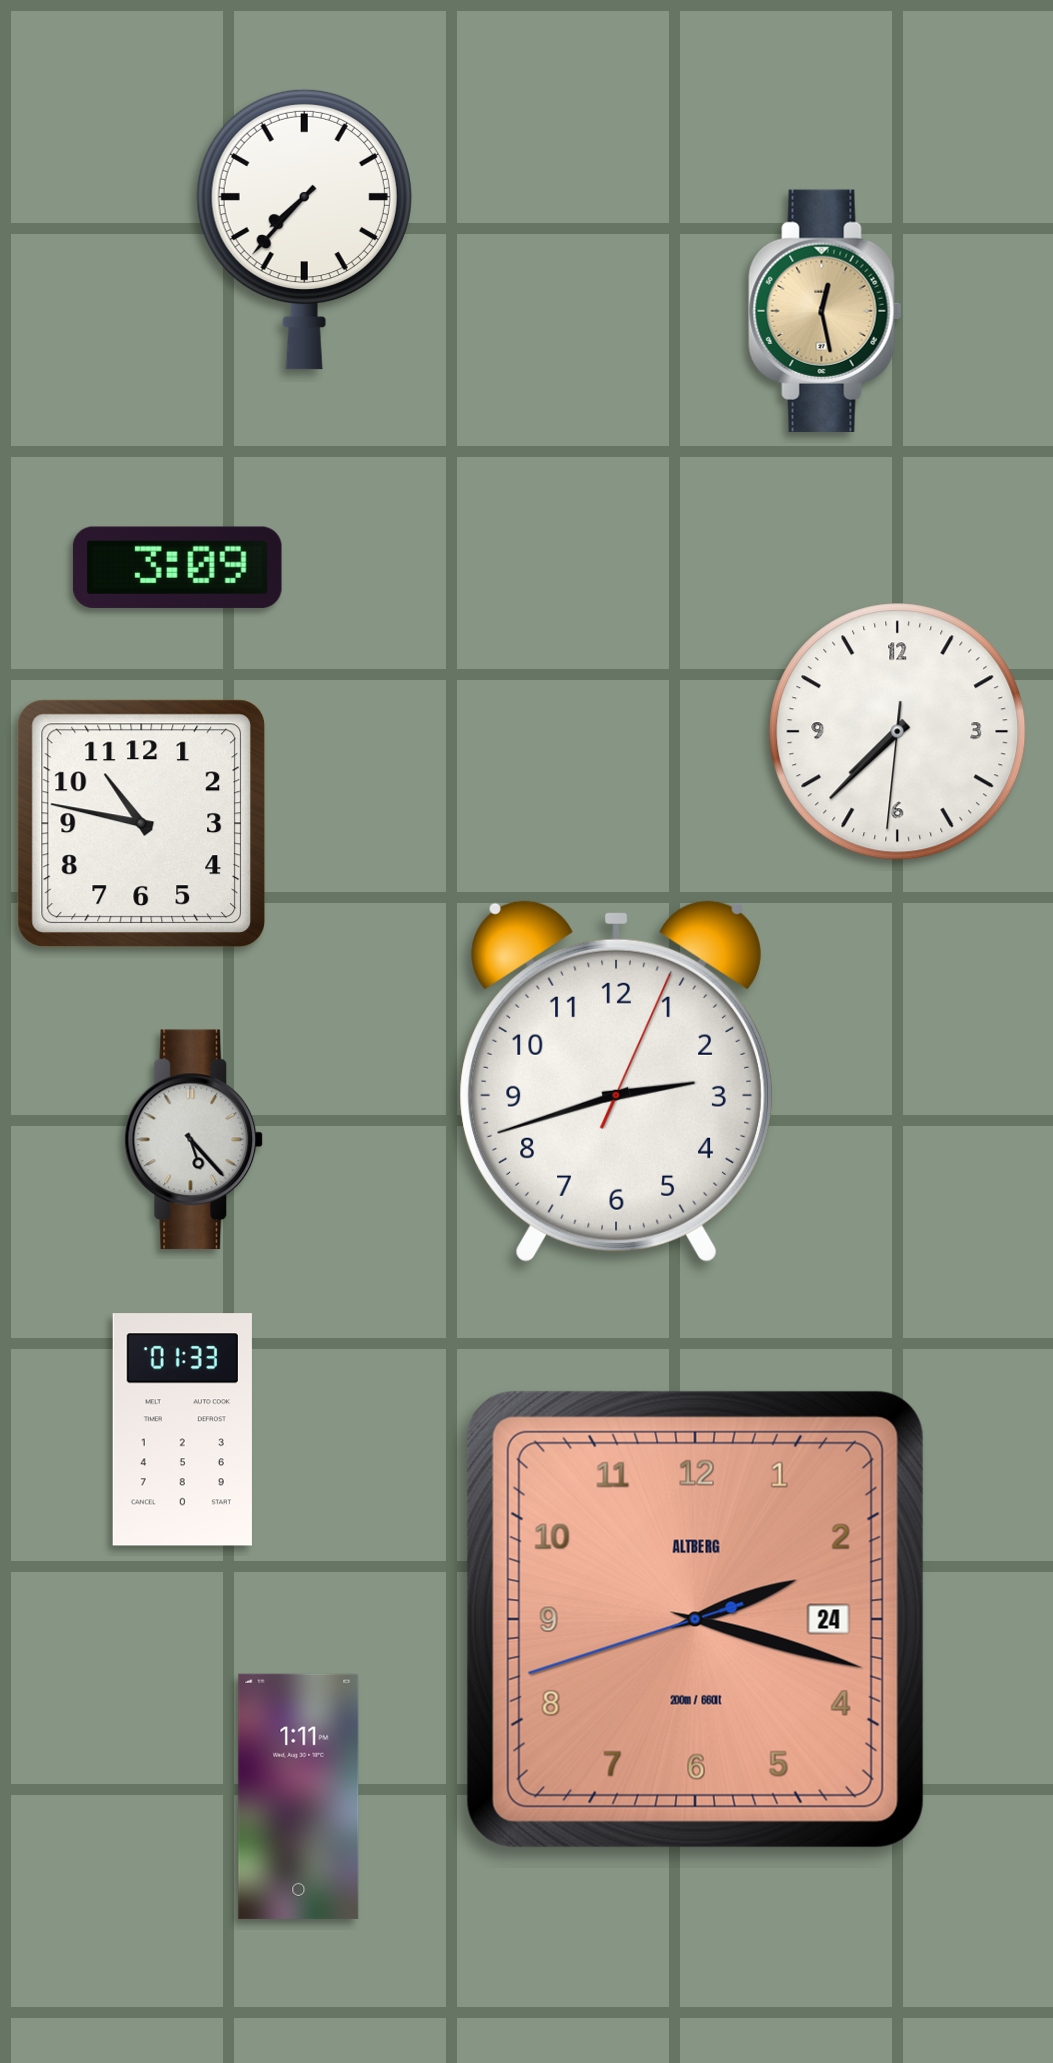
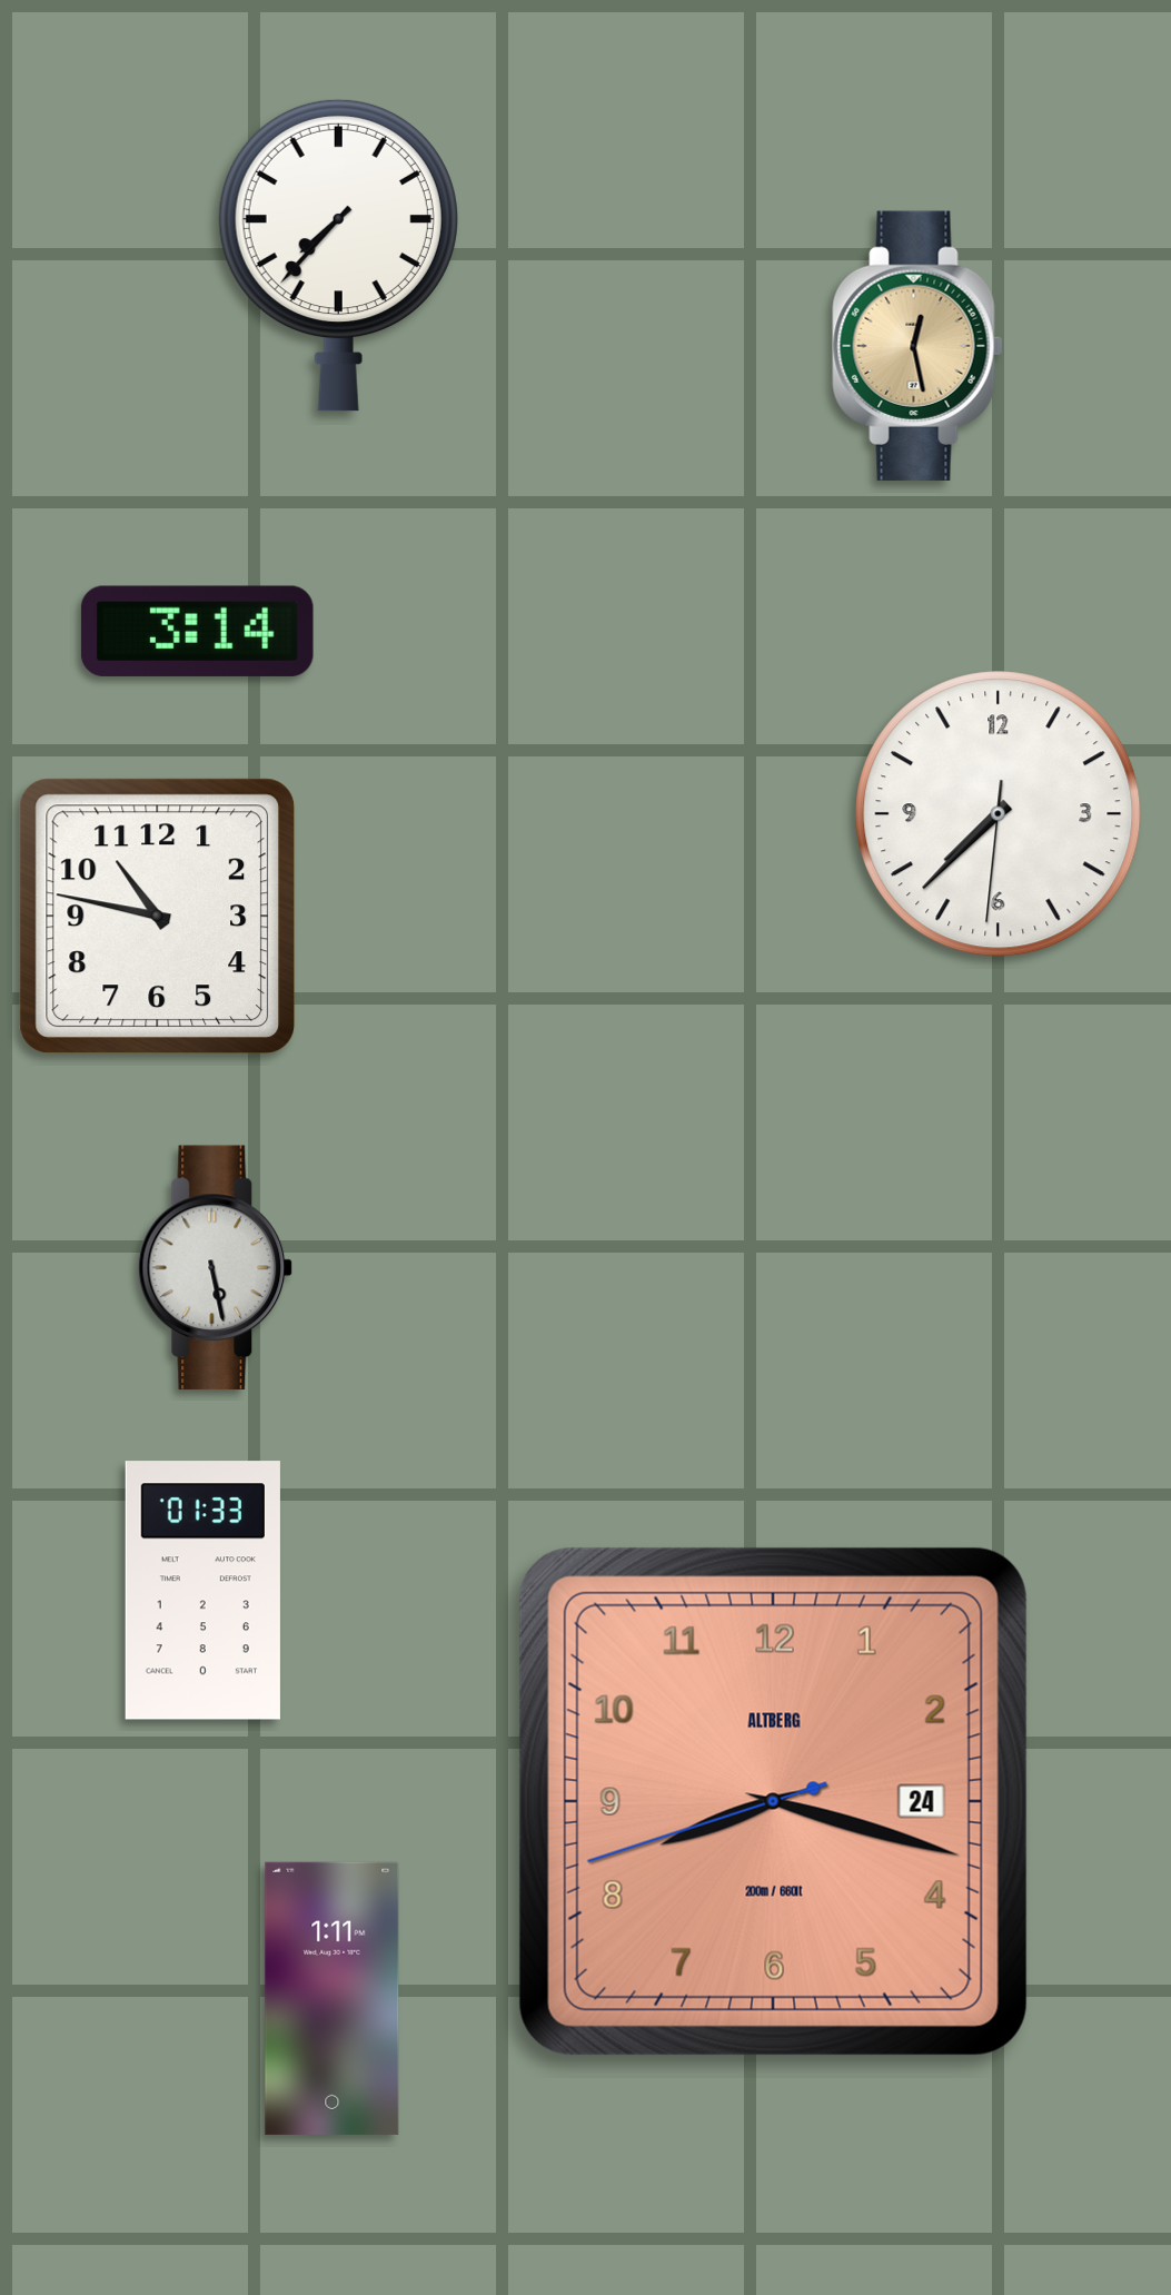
clock at (177, 567): 3:09 -> 3:14
clock at (617, 1081): 2:42 -> none
clock at (194, 1140): 5:23 -> 5:28
clock at (695, 1619): 2:17 -> 8:17
